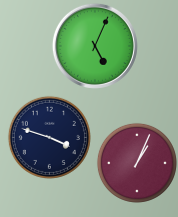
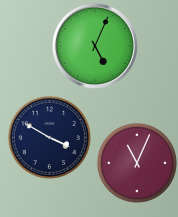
clock at (49, 137): 3:48 -> 3:50
clock at (137, 163): 1:04 -> 11:04
